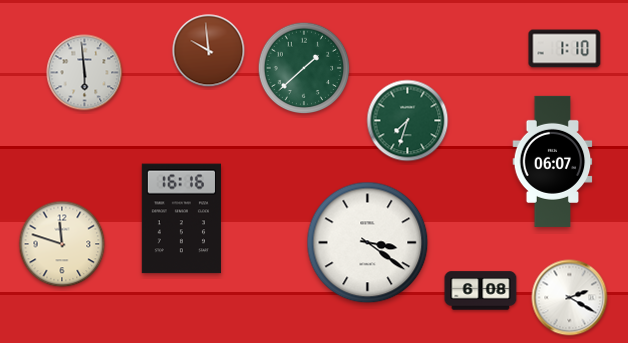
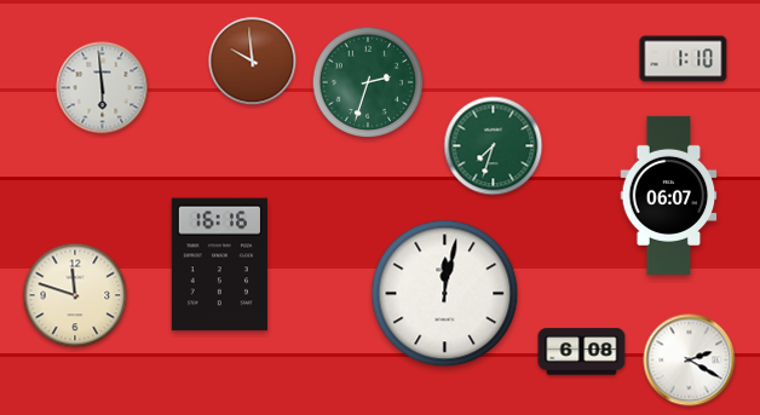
clock at (304, 68): 1:38 -> 2:33
clock at (368, 243): 3:21 -> 12:02
